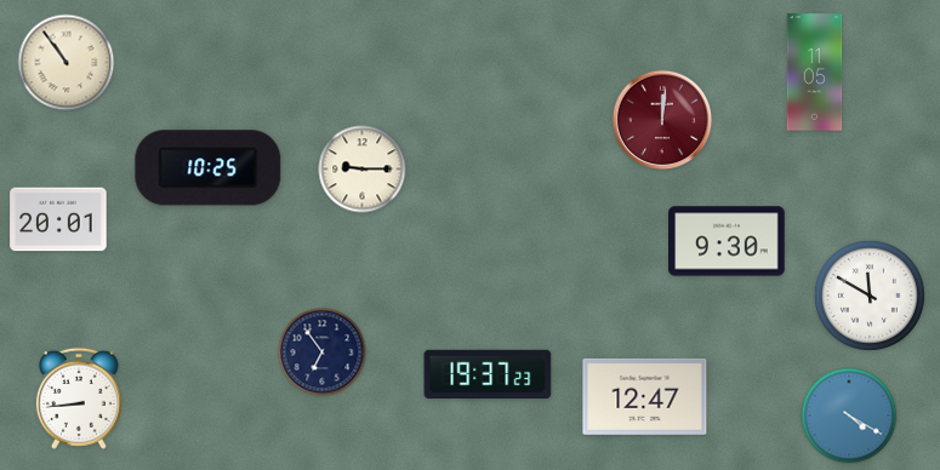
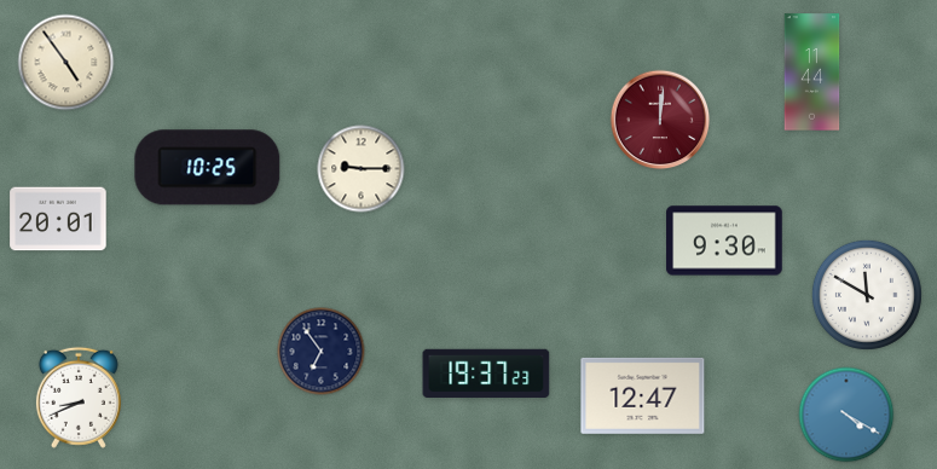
clock at (67, 63): 10:54 -> 4:54
clock at (815, 73): 11:05 -> 11:44
clock at (79, 399): 8:44 -> 8:41
